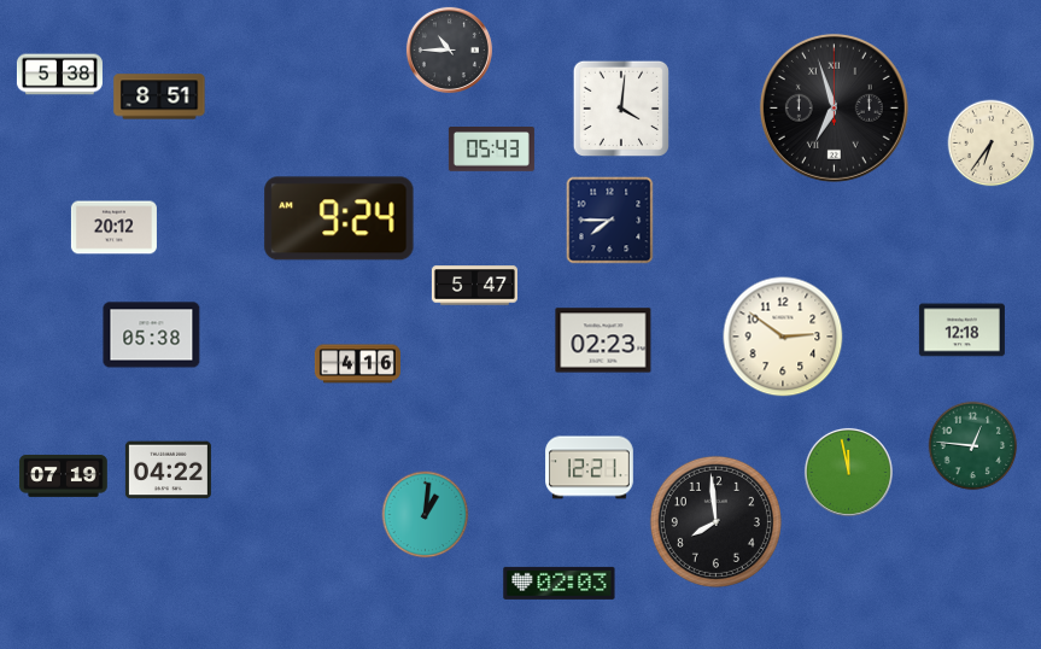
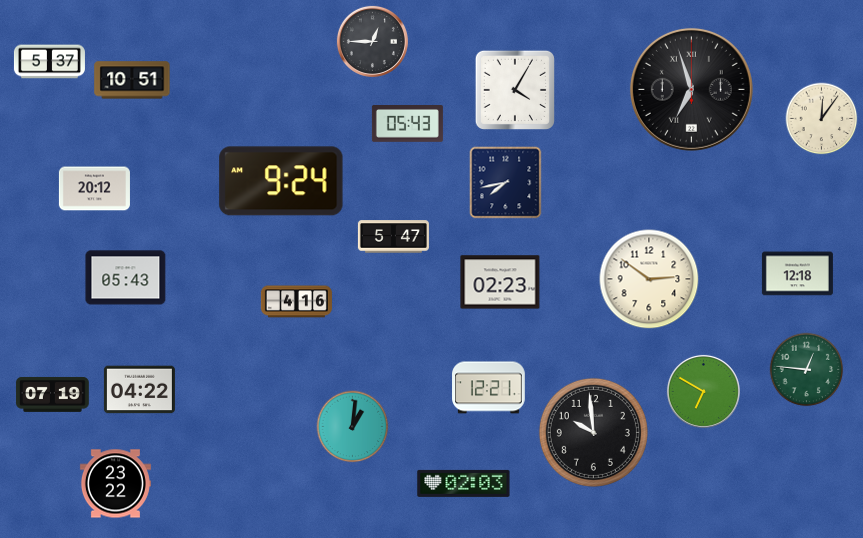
clock at (449, 49): 10:45 -> 12:45
clock at (59, 75): 5:38 -> 5:37
clock at (159, 97): 8:51 -> 10:51
clock at (620, 107): 4:01 -> 4:05
clock at (992, 144): 6:36 -> 12:06
clock at (610, 221): 7:45 -> 7:43
clock at (152, 335): 05:38 -> 05:43
clock at (848, 472): 11:58 -> 6:50
clock at (715, 521): 7:59 -> 9:59
clock at (115, 484): none -> 23:22
